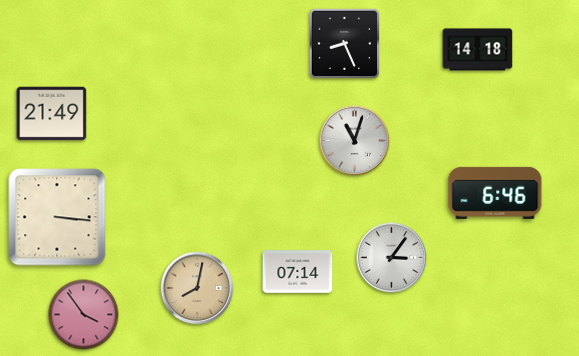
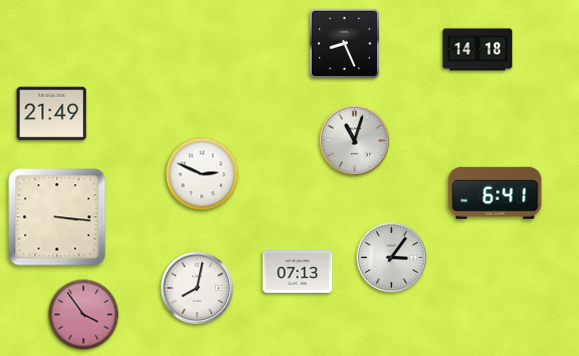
clock at (202, 174): none -> 2:49
clock at (495, 193): 6:46 -> 6:41
clock at (298, 272): 07:14 -> 07:13
clock at (197, 288) dial: champagne -> white
